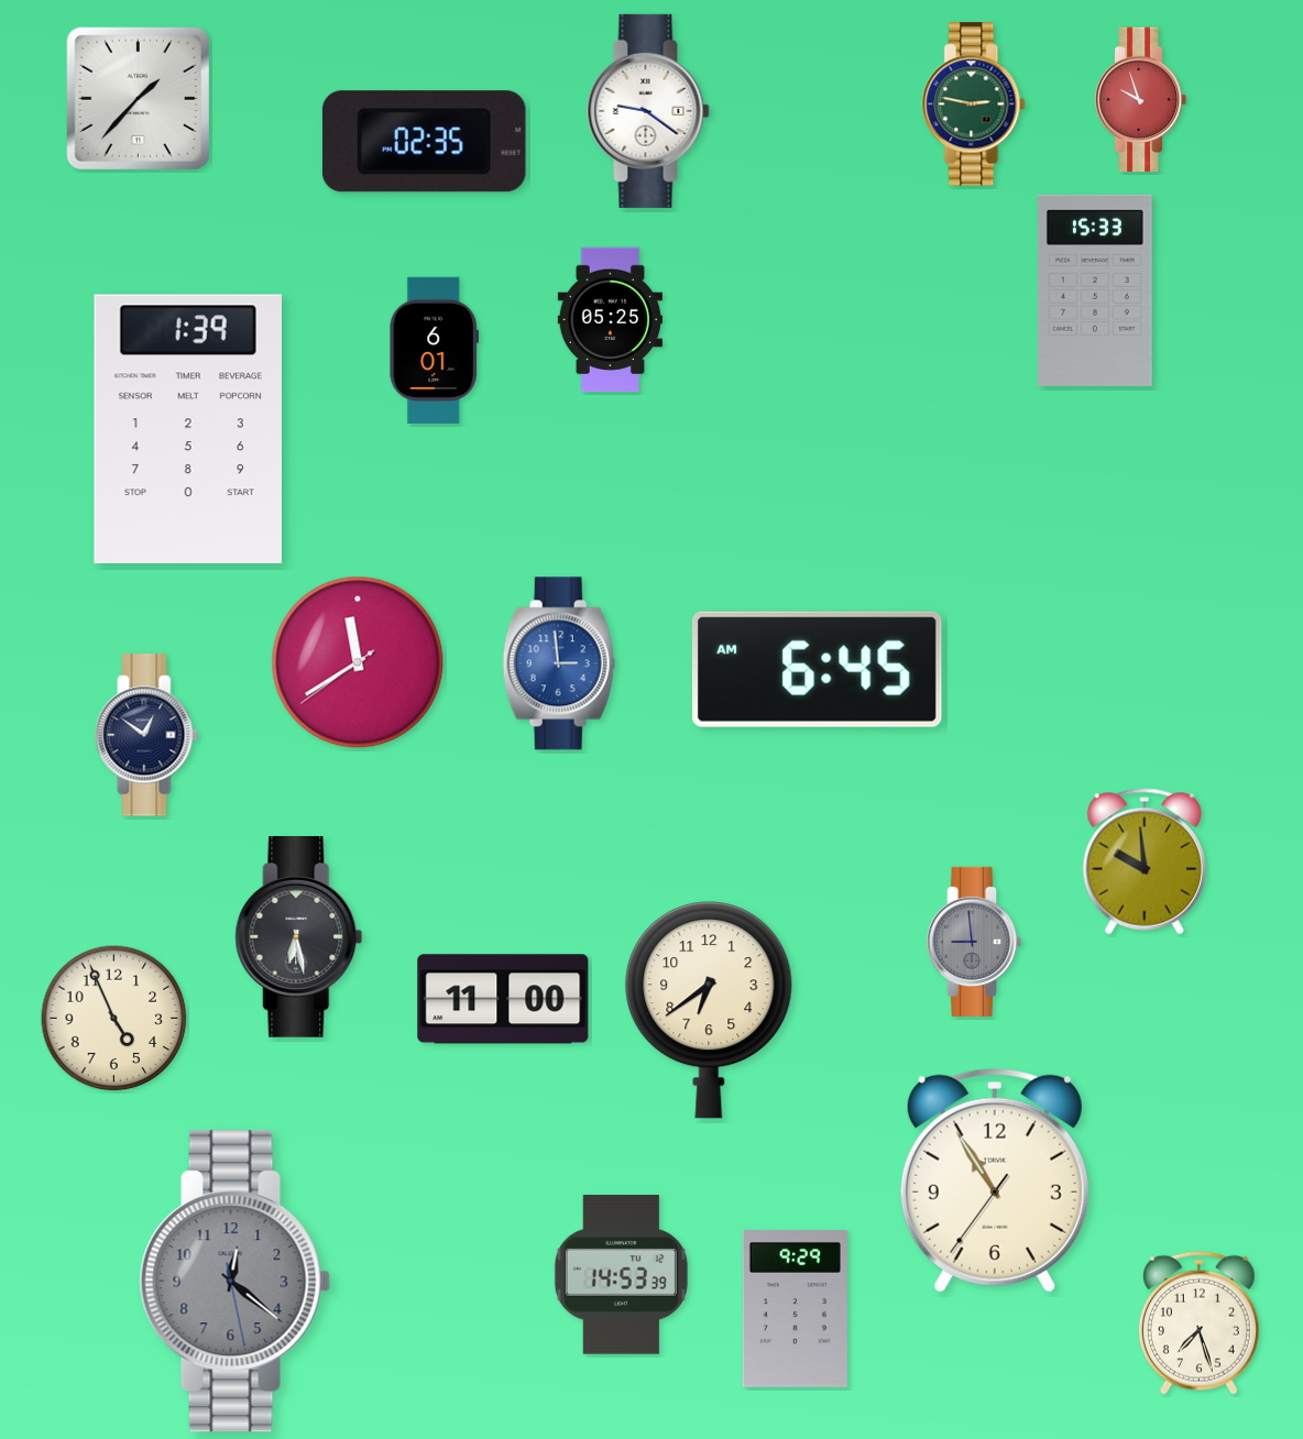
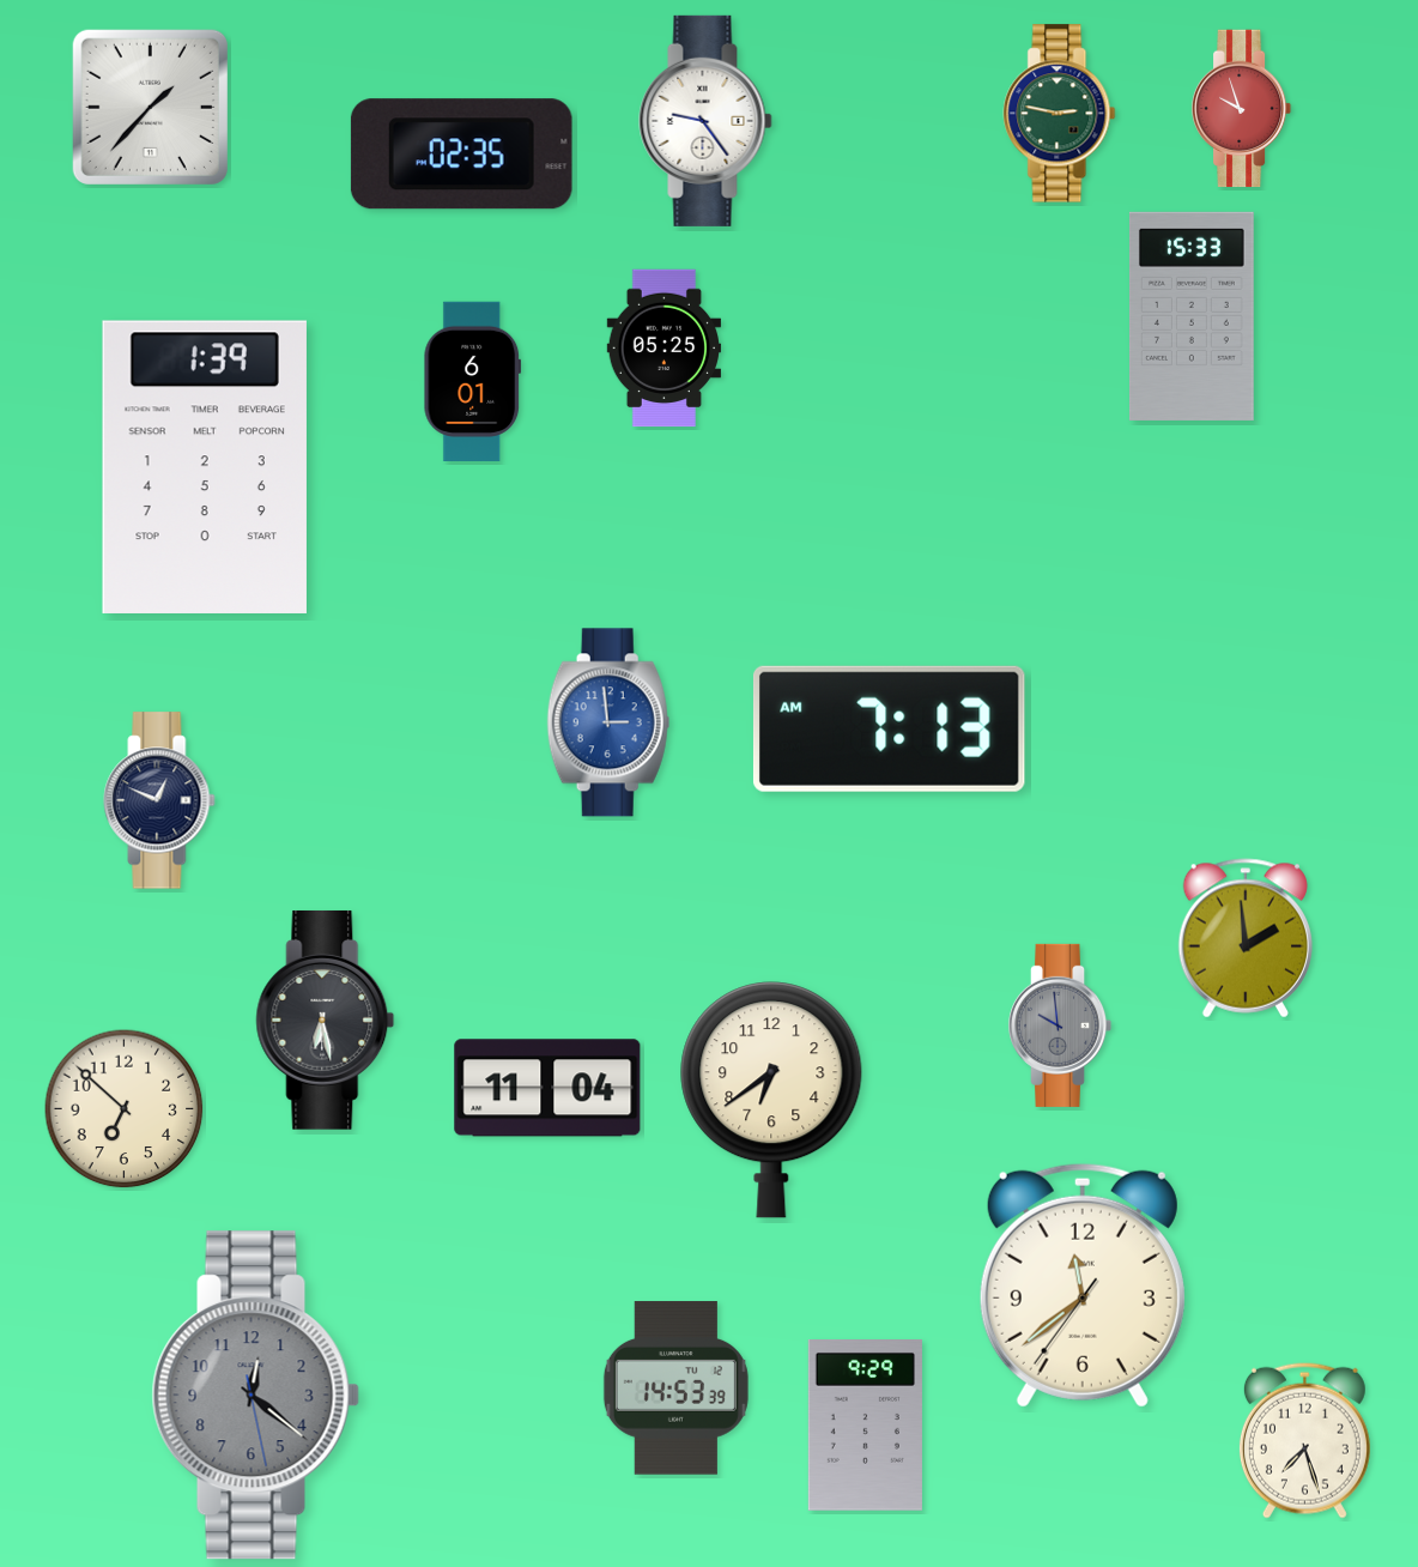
clock at (648, 111): 9:21 -> 9:24
clock at (358, 662): 11:39 -> none
clock at (817, 669): 6:45 -> 7:13
clock at (146, 735): 12:51 -> 12:49
clock at (1143, 861): 9:59 -> 1:59
clock at (974, 942): 8:59 -> 9:59
clock at (503, 999): 11:00 -> 11:04
clock at (114, 1019): 4:56 -> 6:52
clock at (995, 1180): 10:54 -> 11:38
